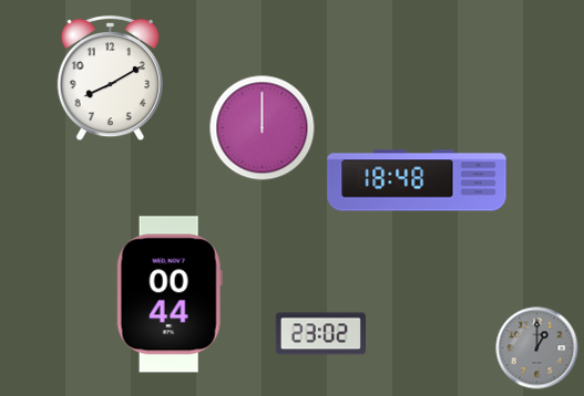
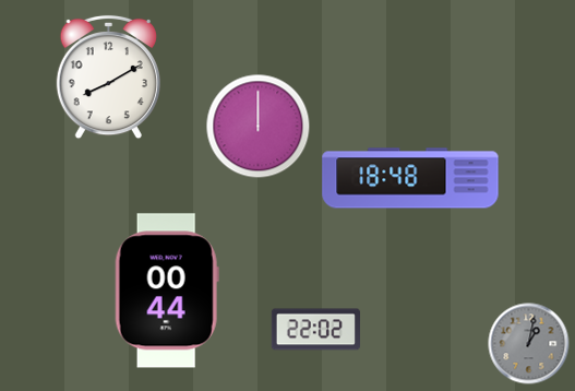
clock at (320, 334): 23:02 -> 22:02
clock at (537, 348): 1:00 -> 1:02
